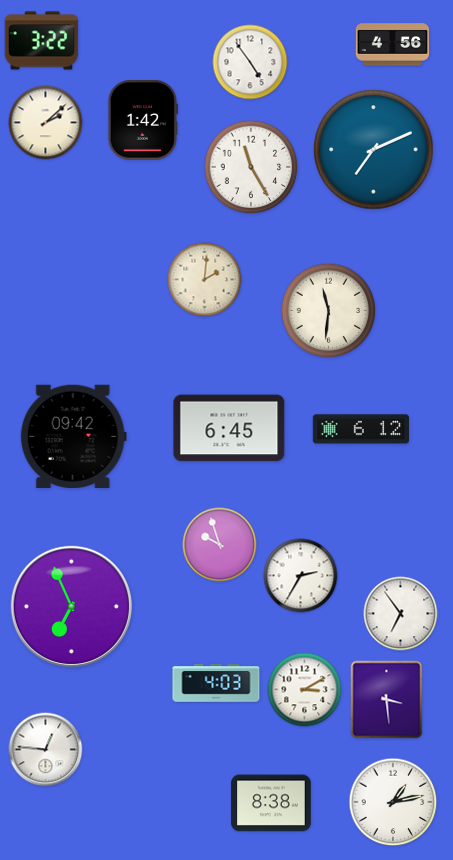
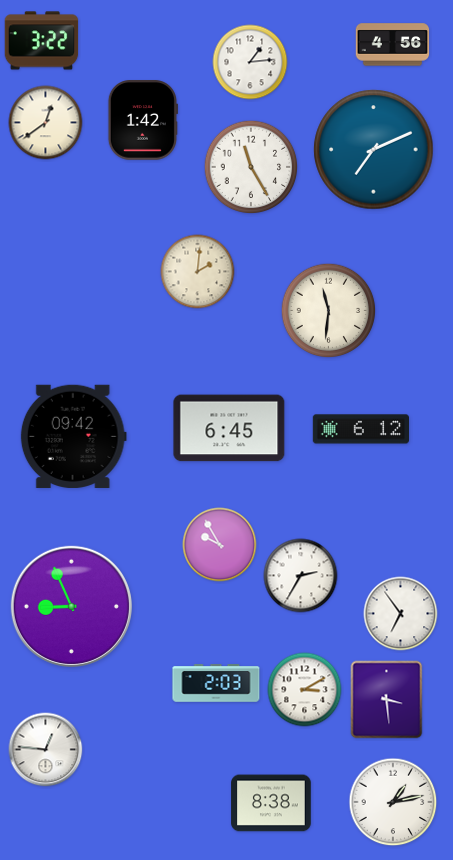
clock at (250, 62): 4:54 -> 1:14
clock at (46, 123): 2:08 -> 12:39
clock at (205, 280) position: (205, 280) -> (198, 272)
clock at (220, 545): 9:57 -> 9:55
clock at (71, 606): 6:56 -> 8:56
clock at (216, 683): 4:03 -> 2:03
